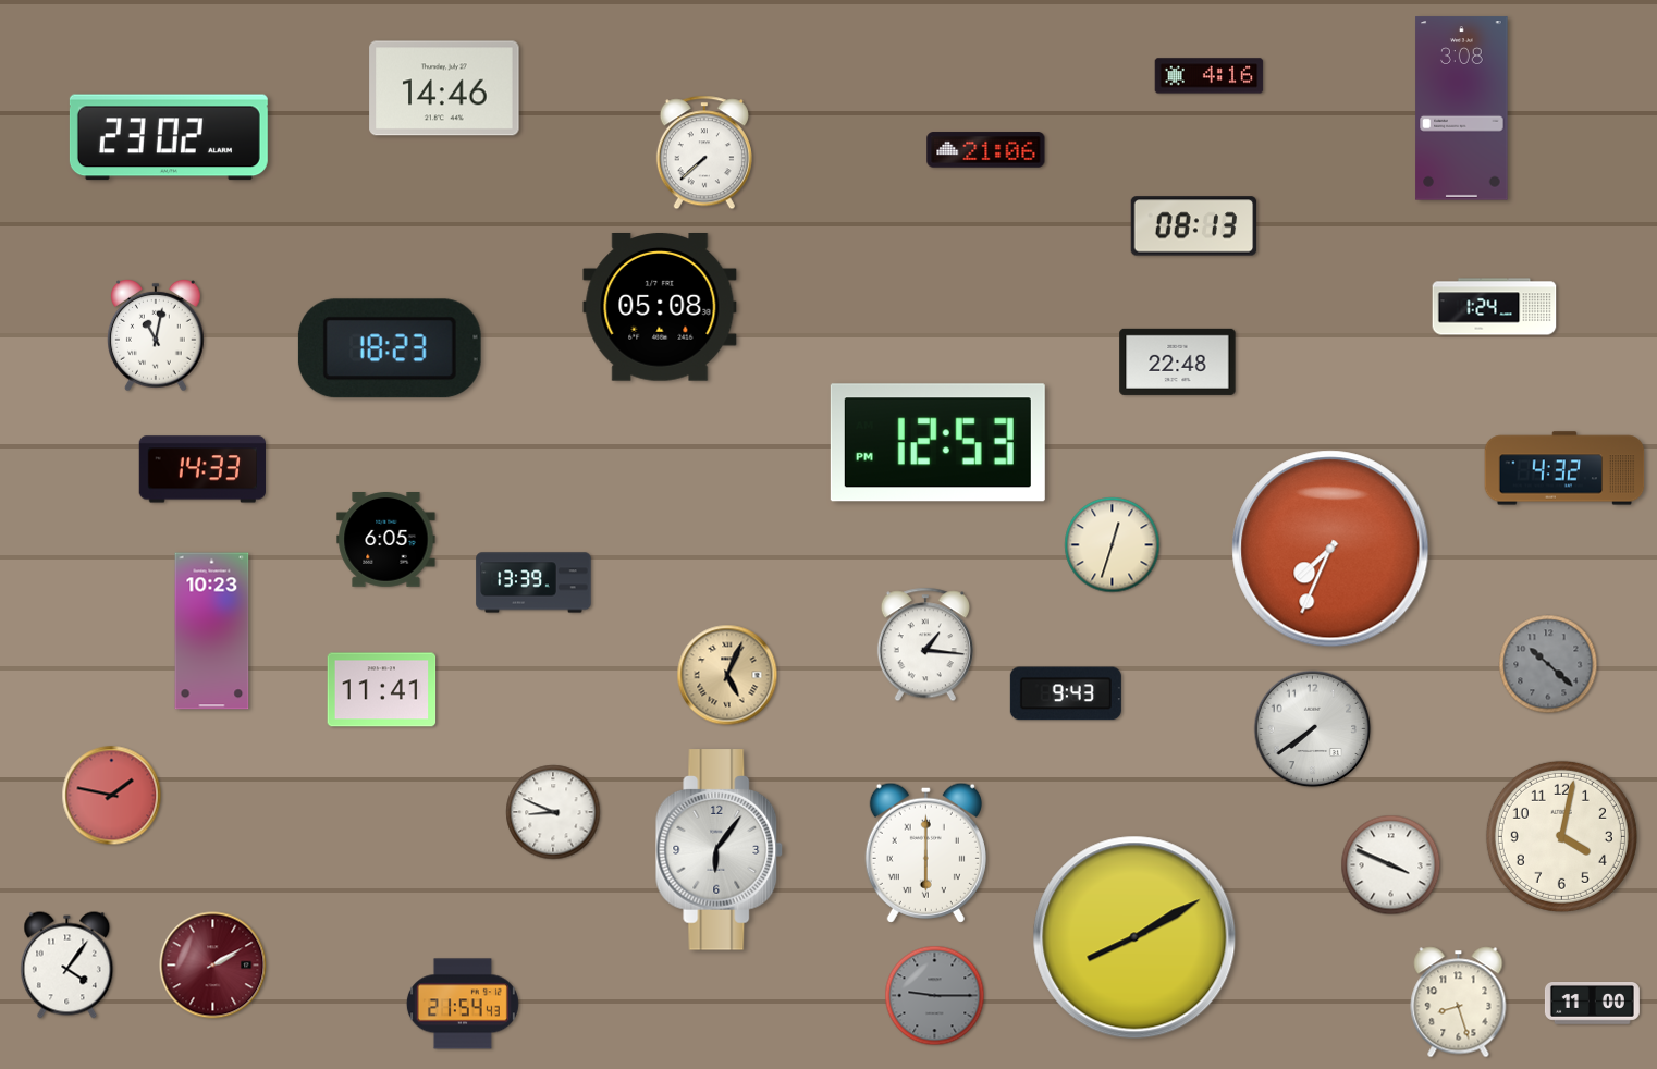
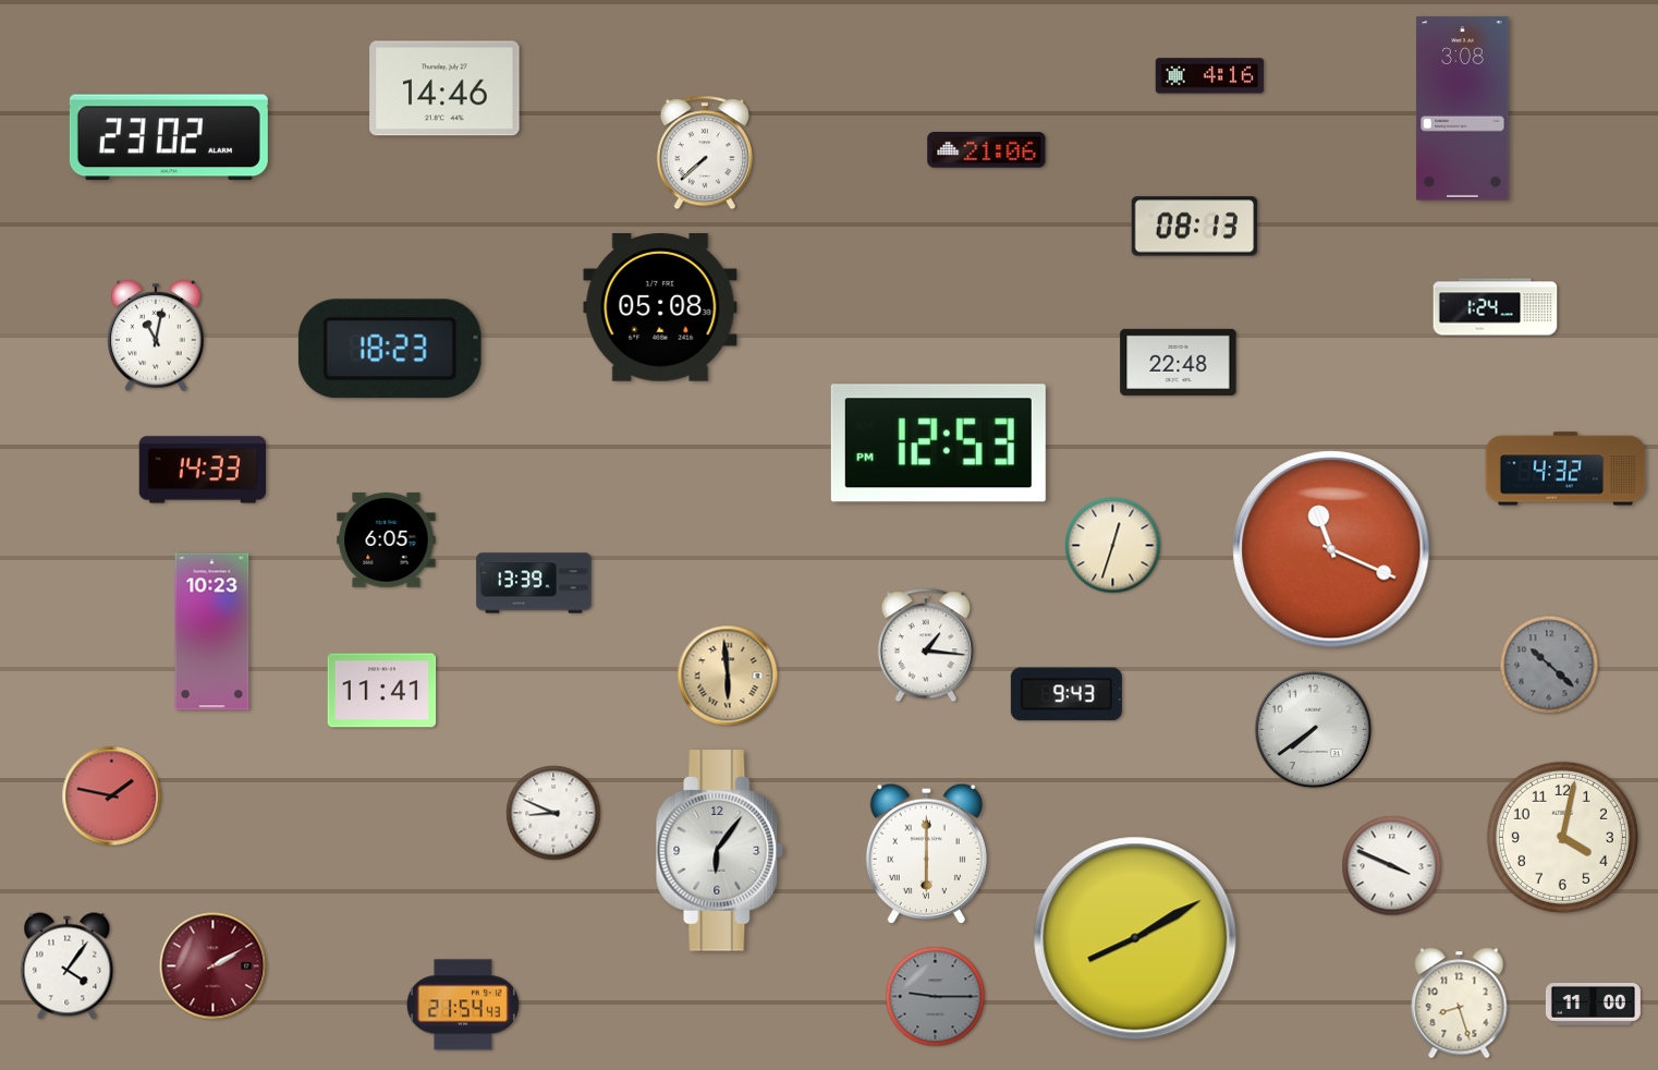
clock at (1330, 549): 7:34 -> 11:19
clock at (727, 675): 5:04 -> 5:59
